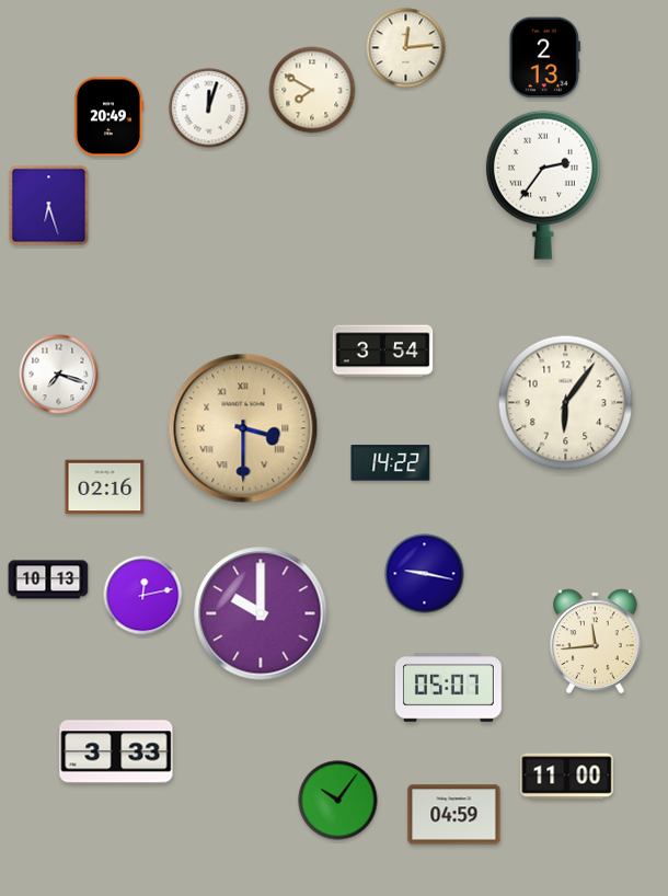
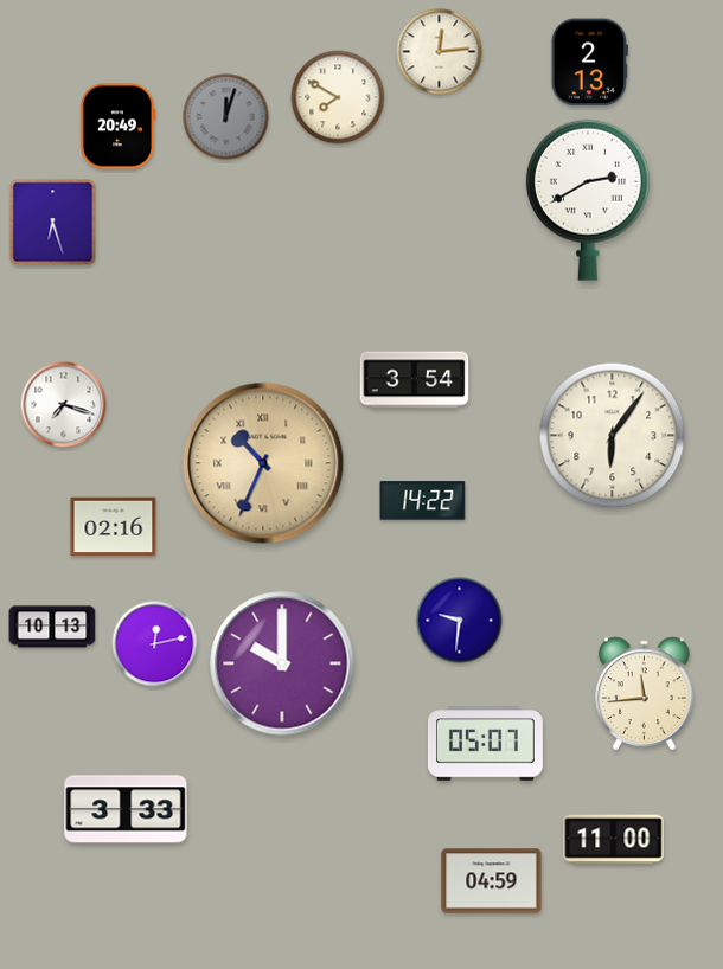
clock at (209, 108) dial: white -> grey
clock at (543, 185): 2:36 -> 2:40
clock at (243, 428): 3:30 -> 10:34
clock at (425, 574): 9:17 -> 9:31
clock at (116, 751) position: (116, 751) -> (126, 809)
clock at (338, 801): 10:06 -> none
